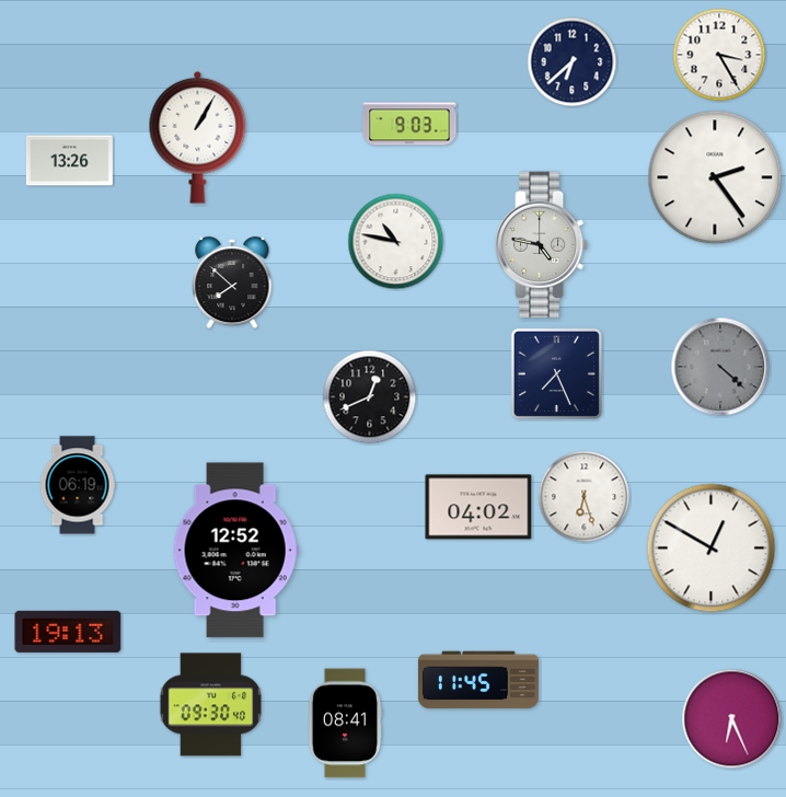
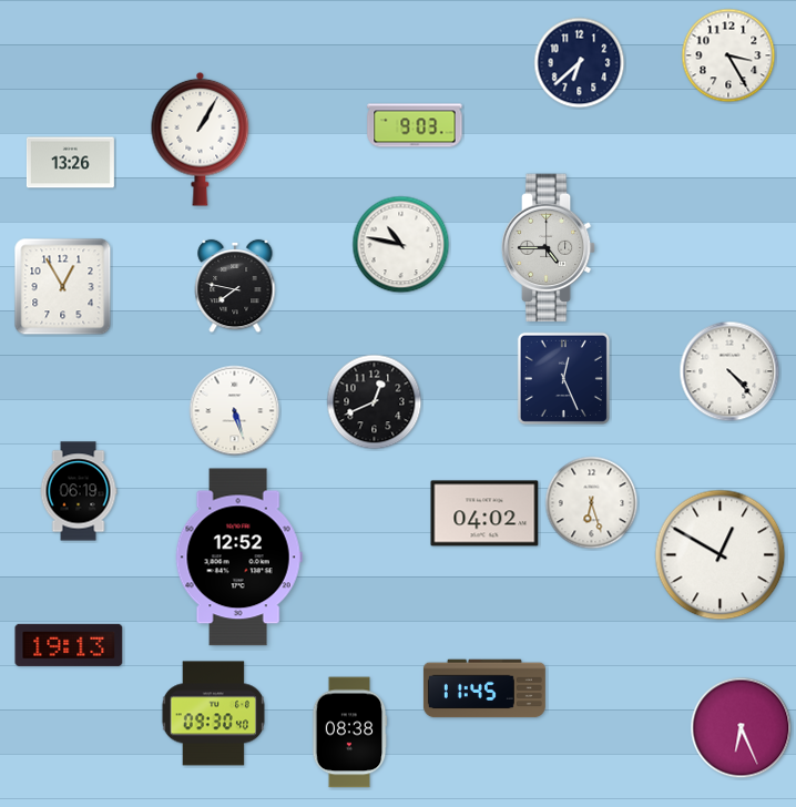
clock at (715, 177): 2:24 -> none
clock at (542, 245): 4:47 -> 4:45
clock at (232, 282): 7:52 -> 7:47
clock at (63, 287): none -> 12:55
clock at (720, 367): 4:22 -> 4:23
clock at (720, 367) dial: grey -> white
clock at (556, 373): 7:26 -> 12:26
clock at (235, 411): none -> 5:27
clock at (68, 632) position: (68, 632) -> (69, 645)
clock at (345, 724): 08:41 -> 08:38
